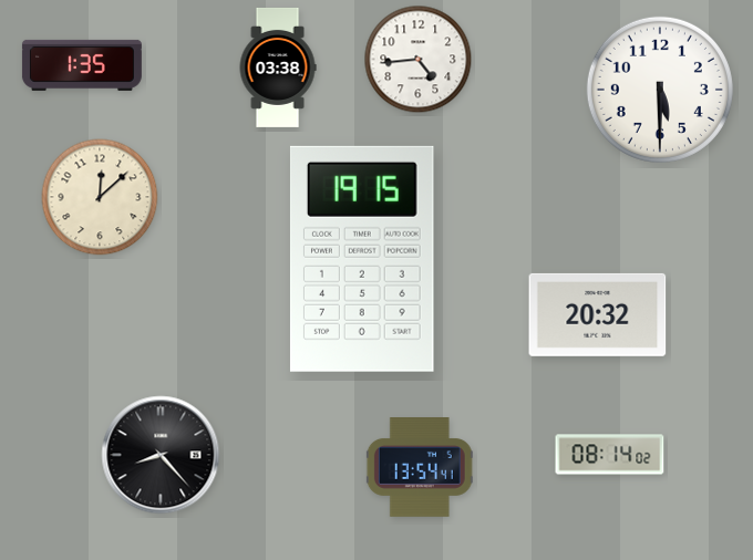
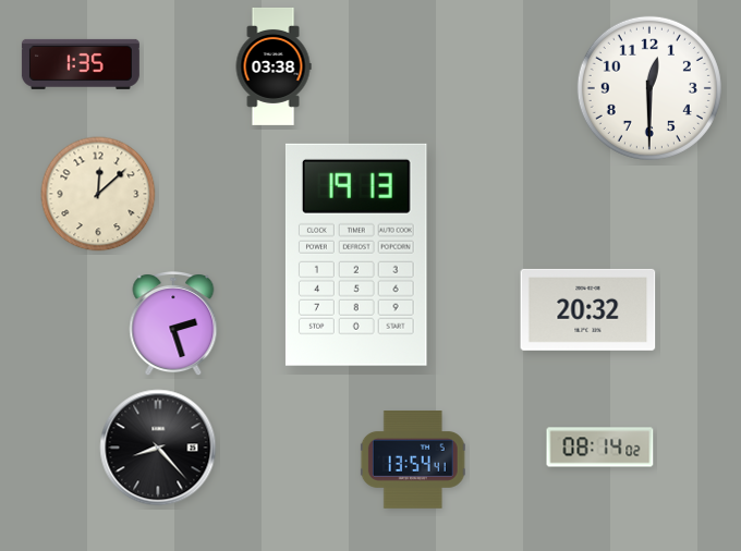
clock at (419, 60): 4:44 -> none
clock at (660, 90): 5:30 -> 12:30
clock at (362, 259): 19:15 -> 19:13
clock at (173, 325): none -> 2:27
